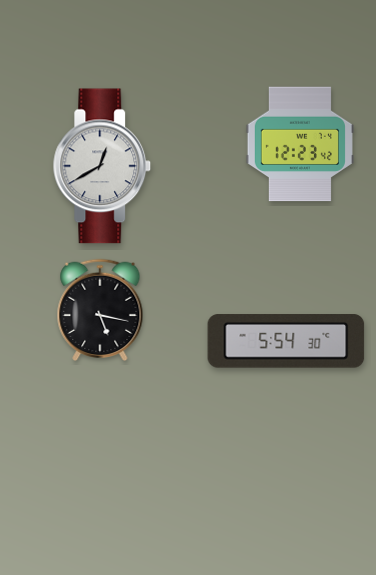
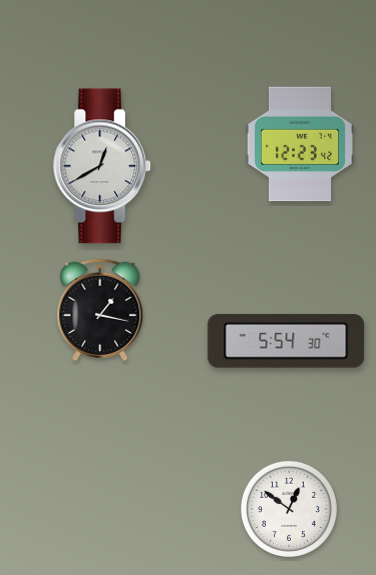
clock at (100, 309): 5:17 -> 1:17
clock at (289, 509): none -> 12:51
